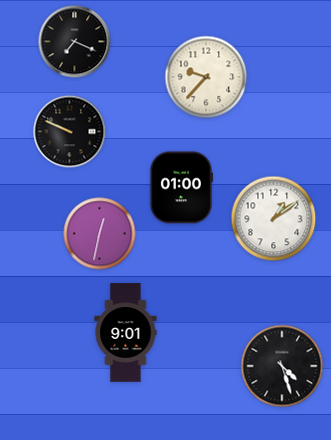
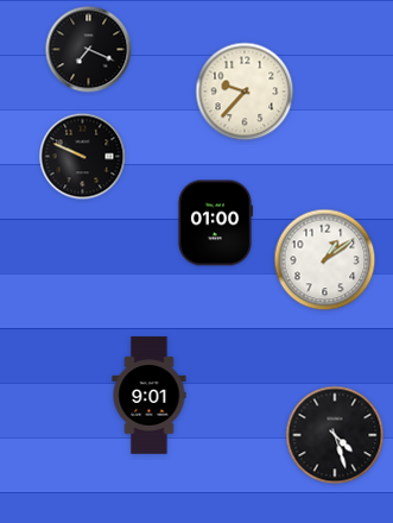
clock at (100, 234): 12:32 -> none
